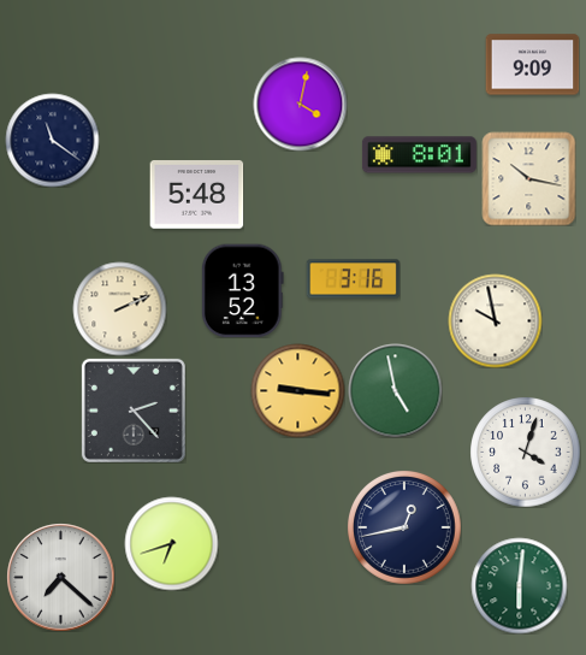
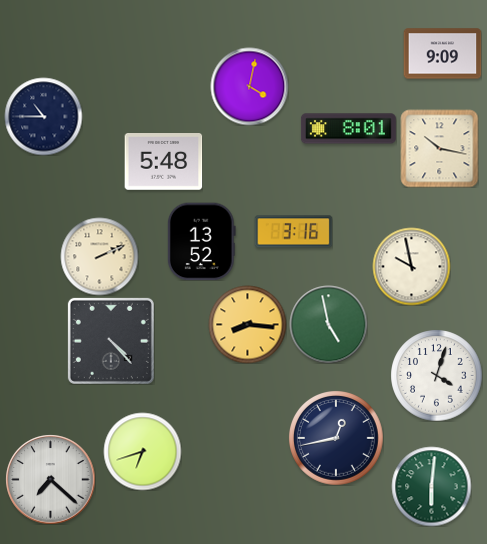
clock at (52, 140): 11:21 -> 10:45
clock at (297, 390): 9:16 -> 8:16
clock at (134, 411): 2:23 -> 4:23
